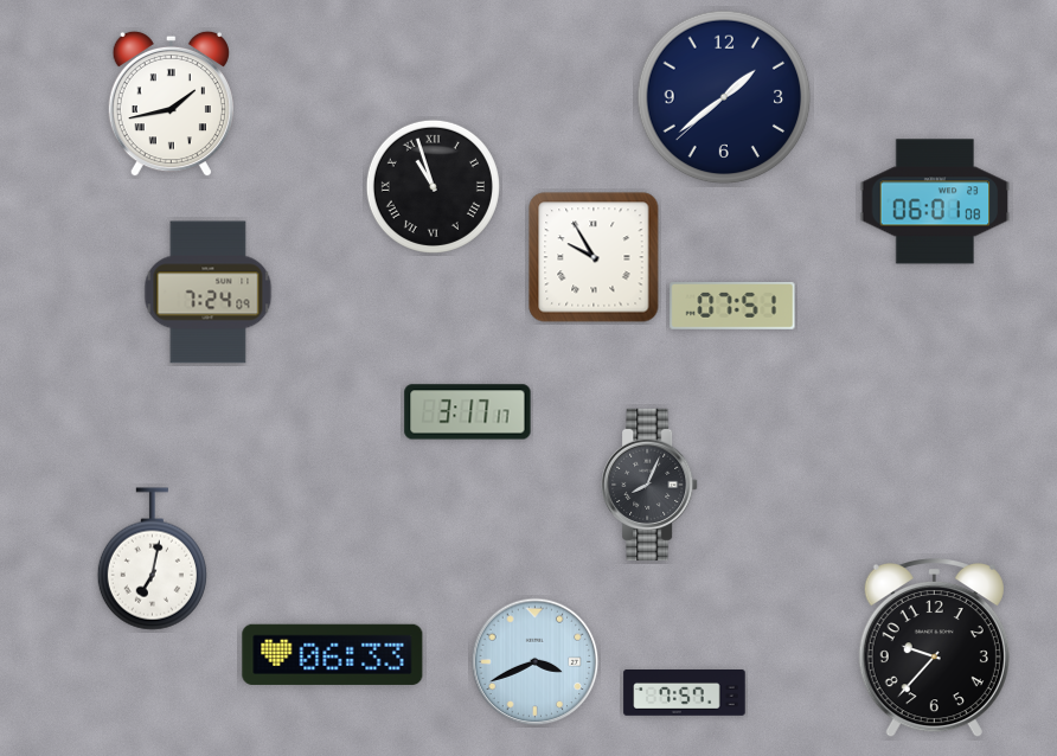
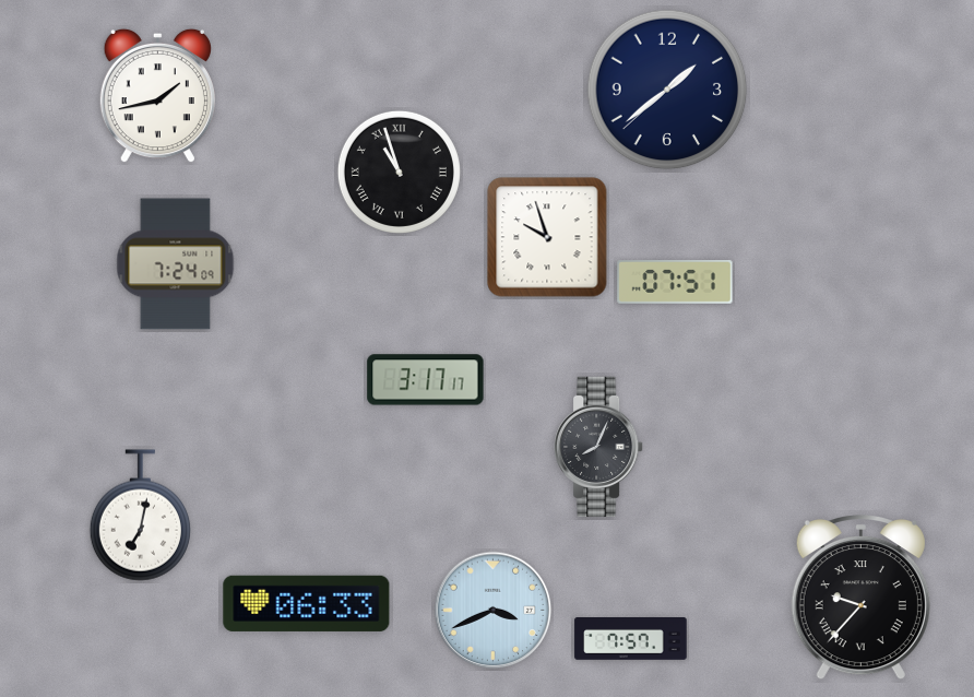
clock at (935, 201): 06:01 -> none
clock at (594, 257): 9:55 -> 9:57
clock at (209, 293) position: (209, 293) -> (176, 264)
clock at (468, 412) position: (468, 412) -> (426, 380)
clock at (934, 649) numerals: Arabic -> Roman
